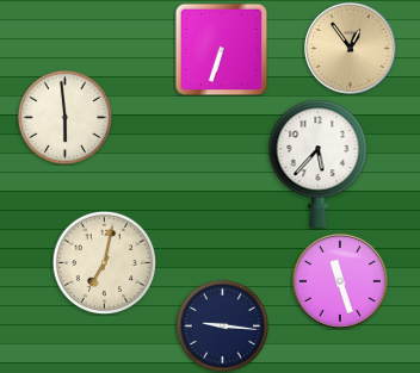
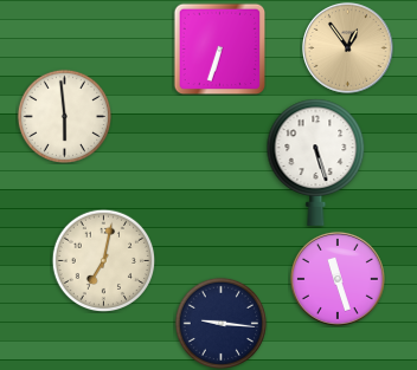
clock at (319, 163): 5:37 -> 5:27
